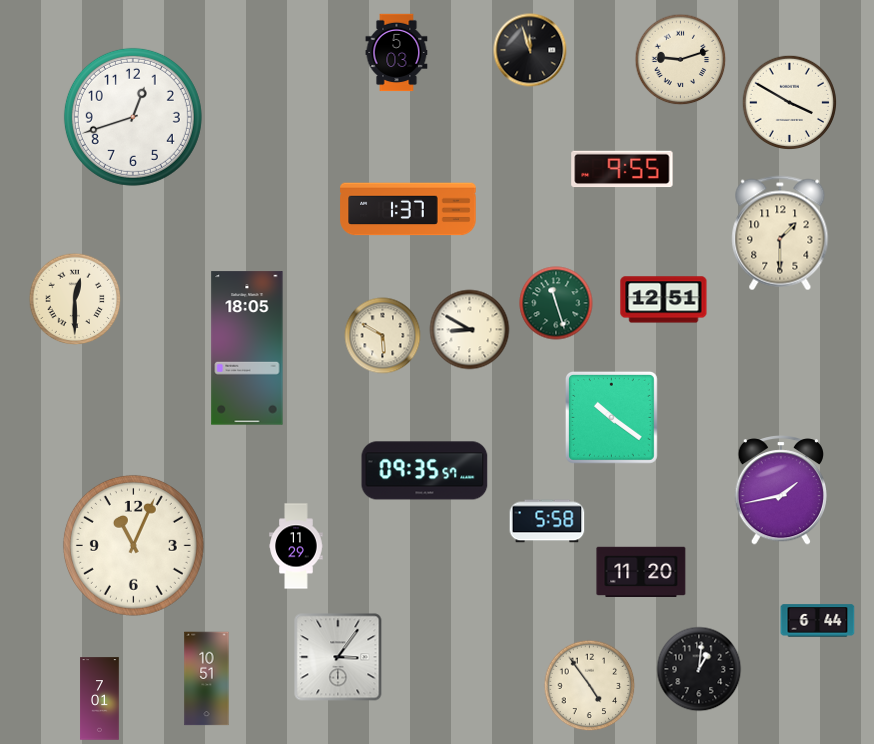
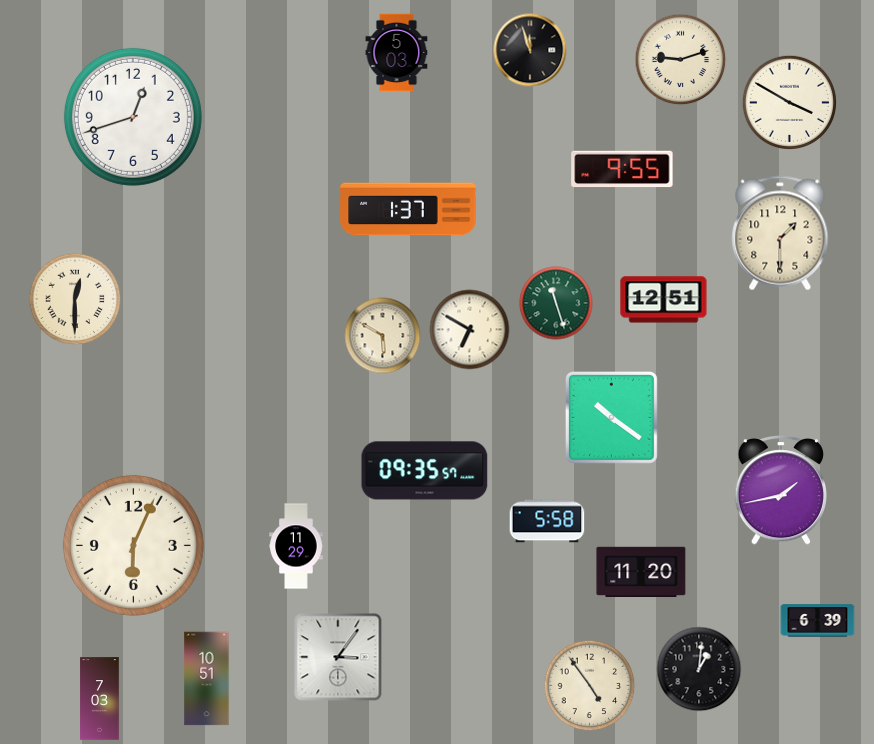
clock at (470, 330): 8:50 -> 6:50
clock at (247, 348): 18:05 -> none
clock at (133, 545): 11:04 -> 6:04
clock at (818, 621): 6:44 -> 6:39
clock at (100, 699): 7:01 -> 7:03
